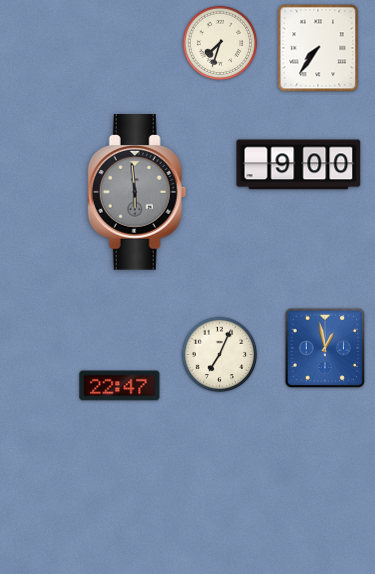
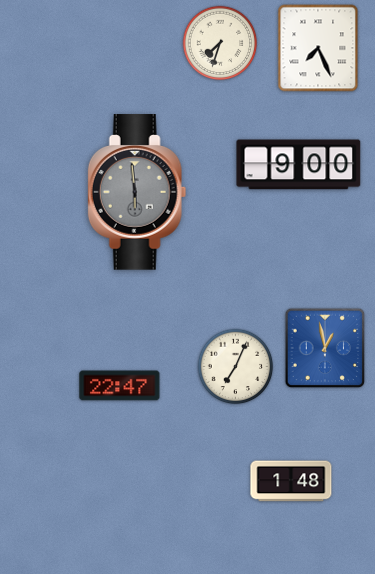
clock at (318, 48): 7:36 -> 7:26
clock at (220, 355) position: (220, 355) -> (236, 367)
clock at (291, 481): none -> 1:48
